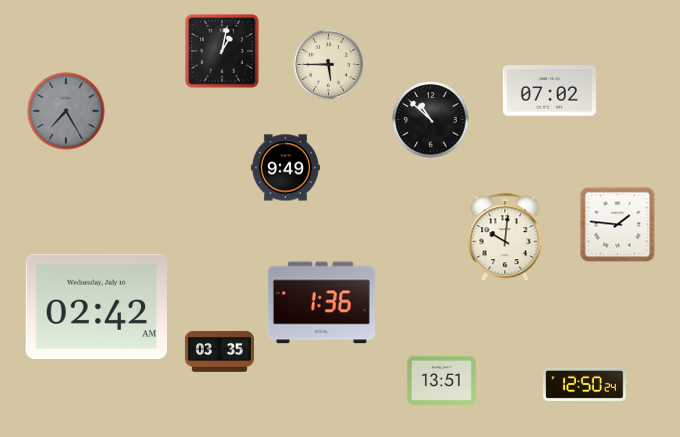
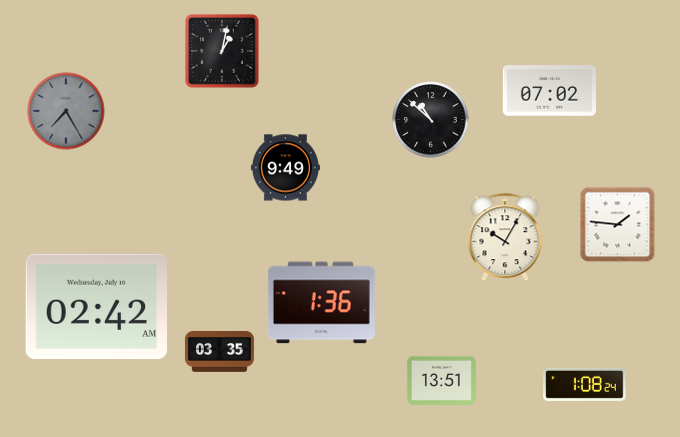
clock at (329, 65): 5:45 -> none
clock at (505, 238): 10:01 -> 10:05
clock at (585, 384): 12:50 -> 1:08
